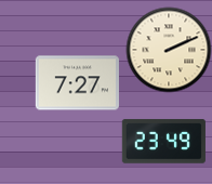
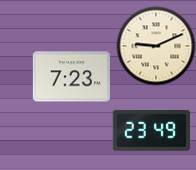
clock at (169, 50): 2:11 -> 9:11
clock at (77, 83): 7:27 -> 7:23
